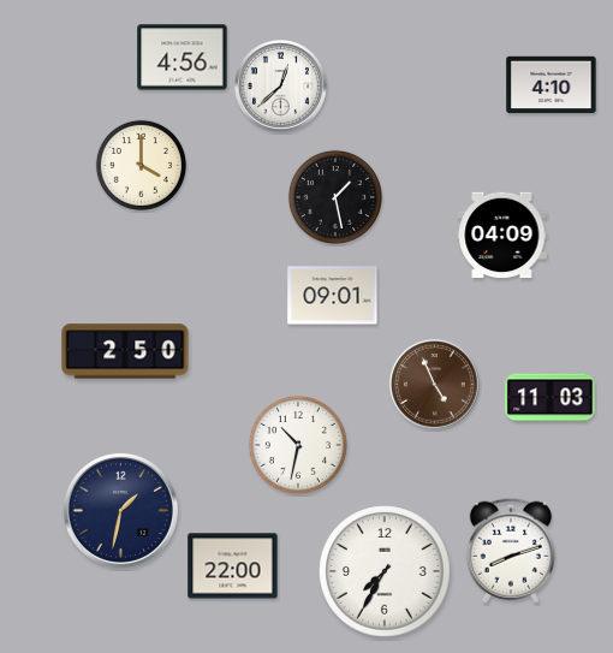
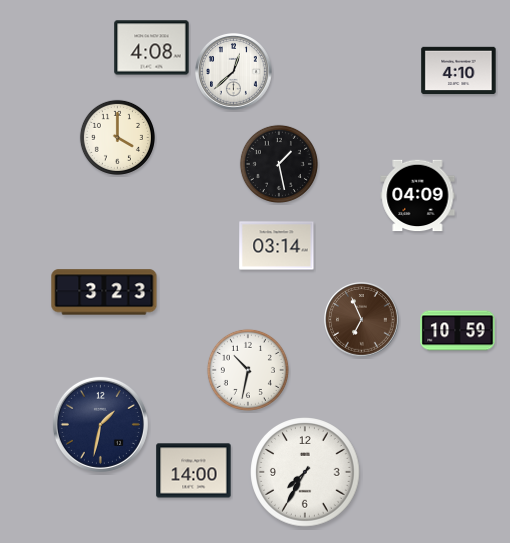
clock at (183, 58): 4:56 -> 4:08
clock at (333, 296): 09:01 -> 03:14
clock at (125, 351): 2:50 -> 3:23
clock at (435, 385): 4:56 -> 6:56
clock at (550, 398): 11:03 -> 10:59
clock at (511, 551): 8:12 -> none
clock at (233, 566): 22:00 -> 14:00
clock at (385, 571) position: (385, 571) -> (305, 472)
